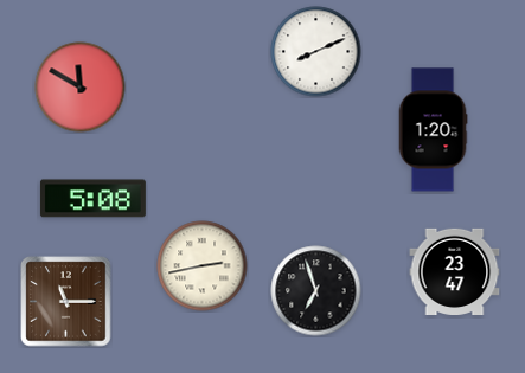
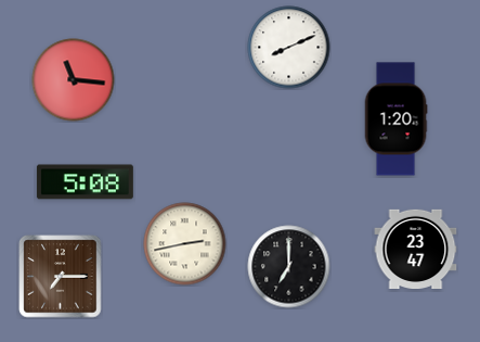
clock at (81, 88): 11:50 -> 11:16
clock at (316, 291): 6:57 -> 7:00
clock at (66, 302): 11:15 -> 7:15
